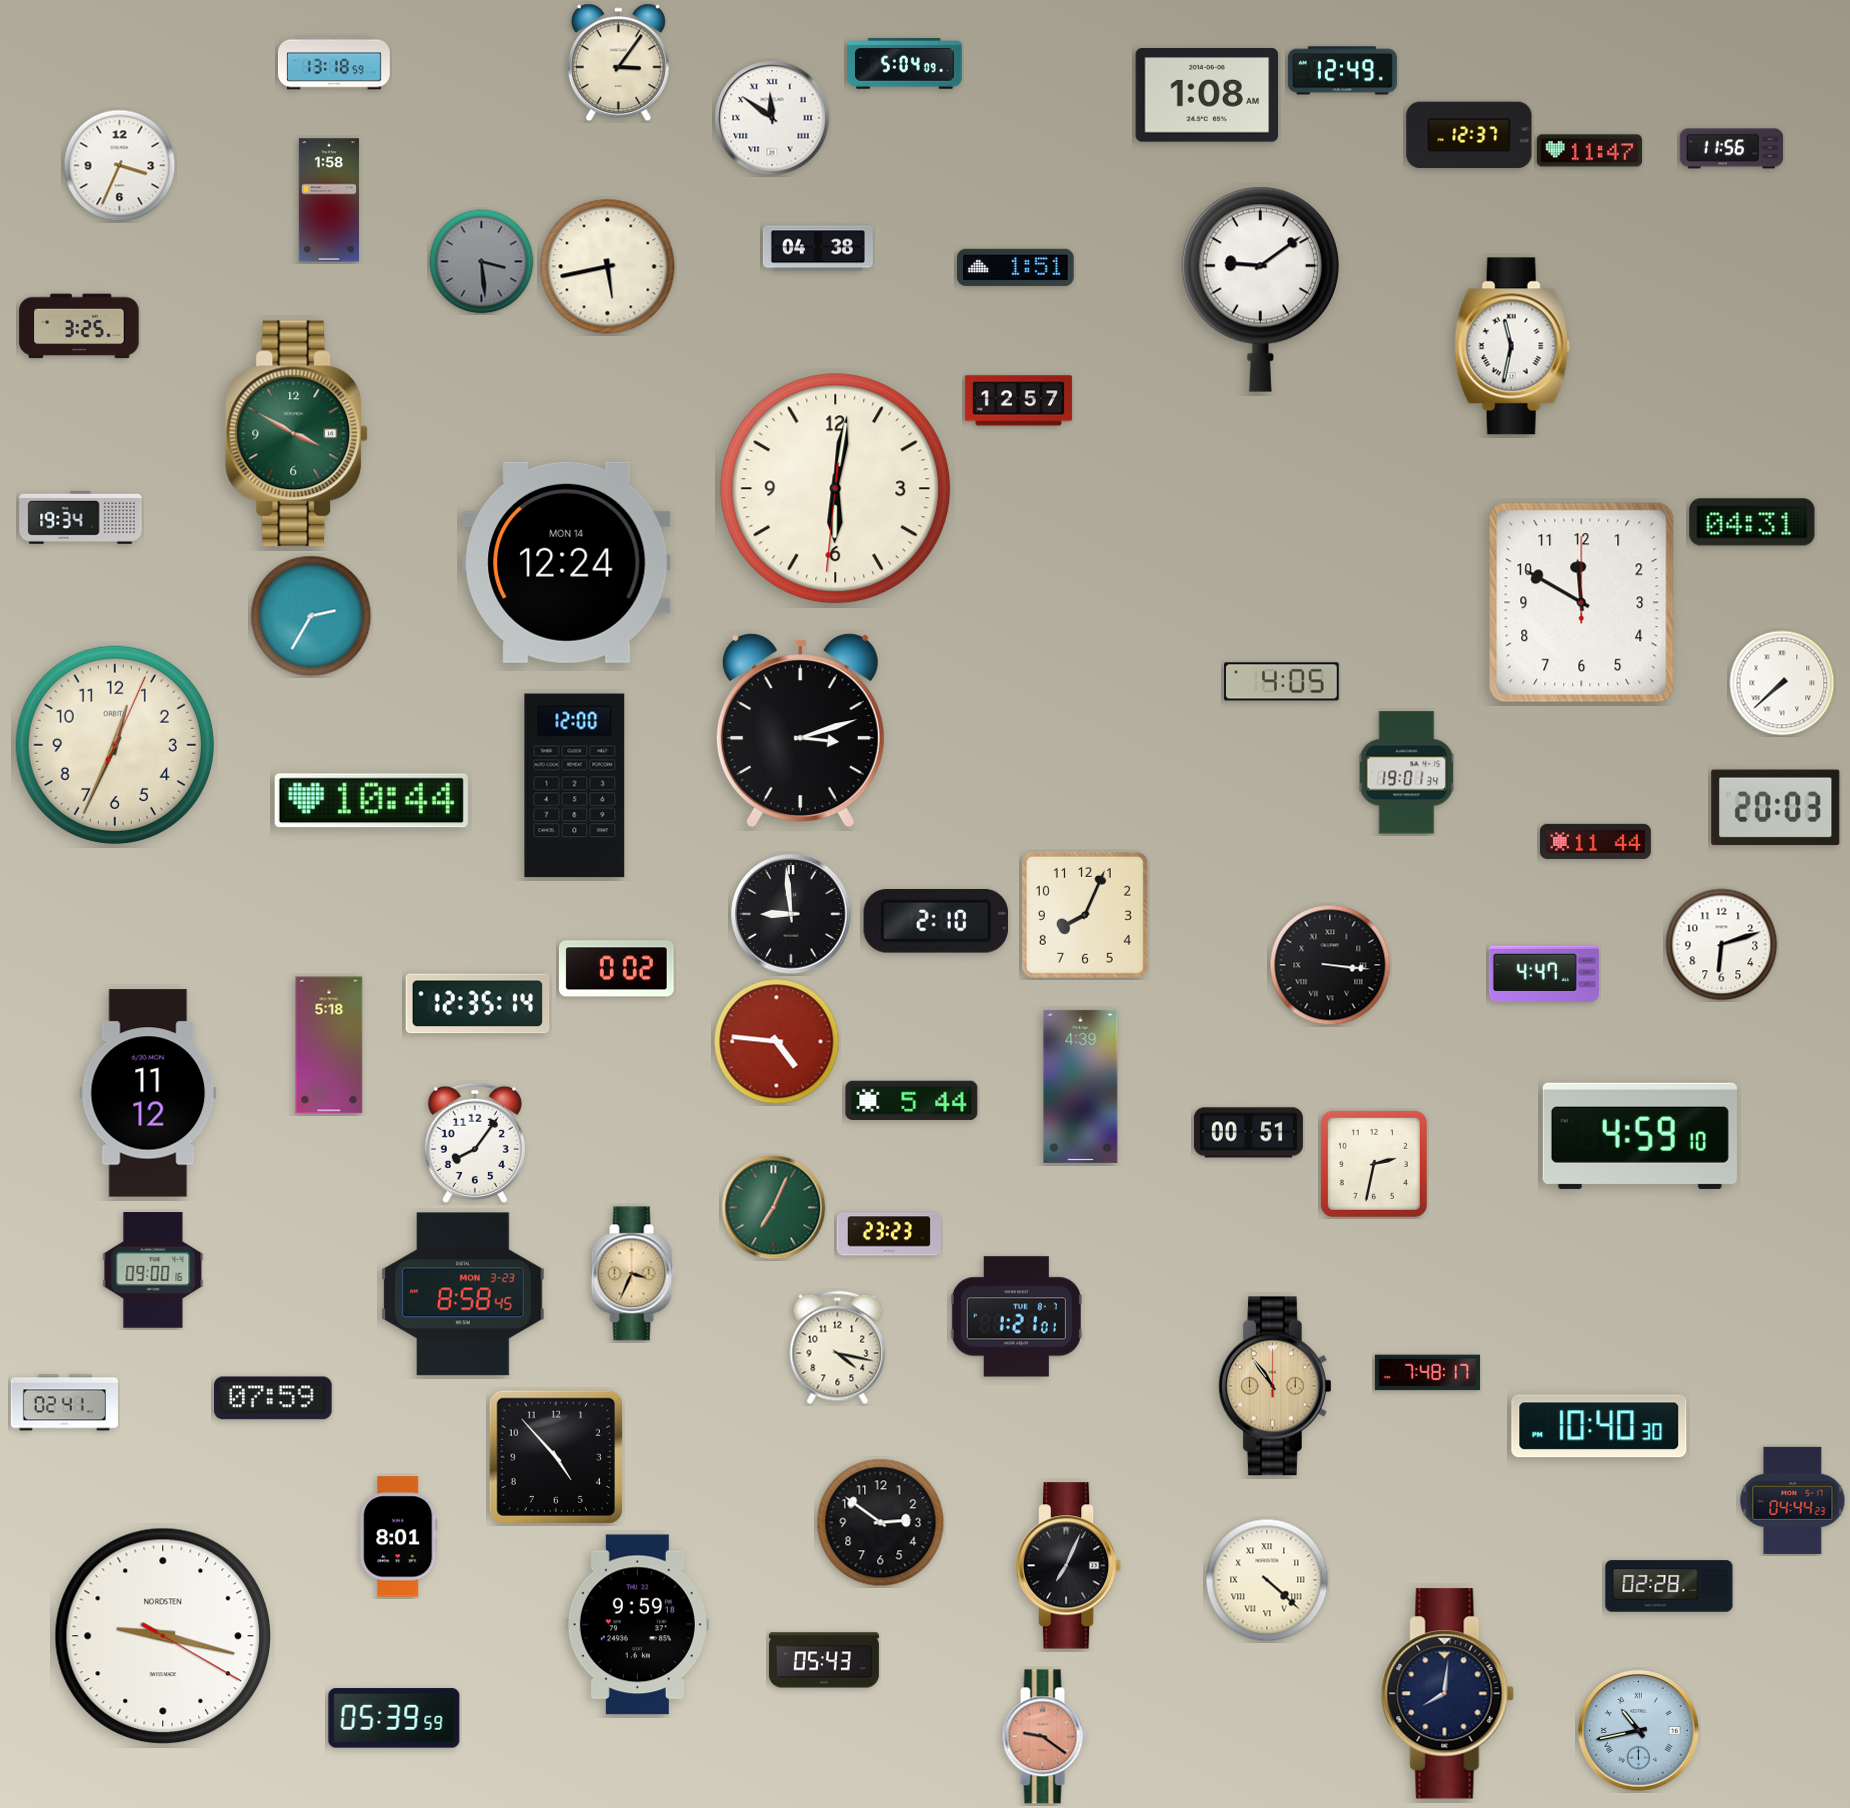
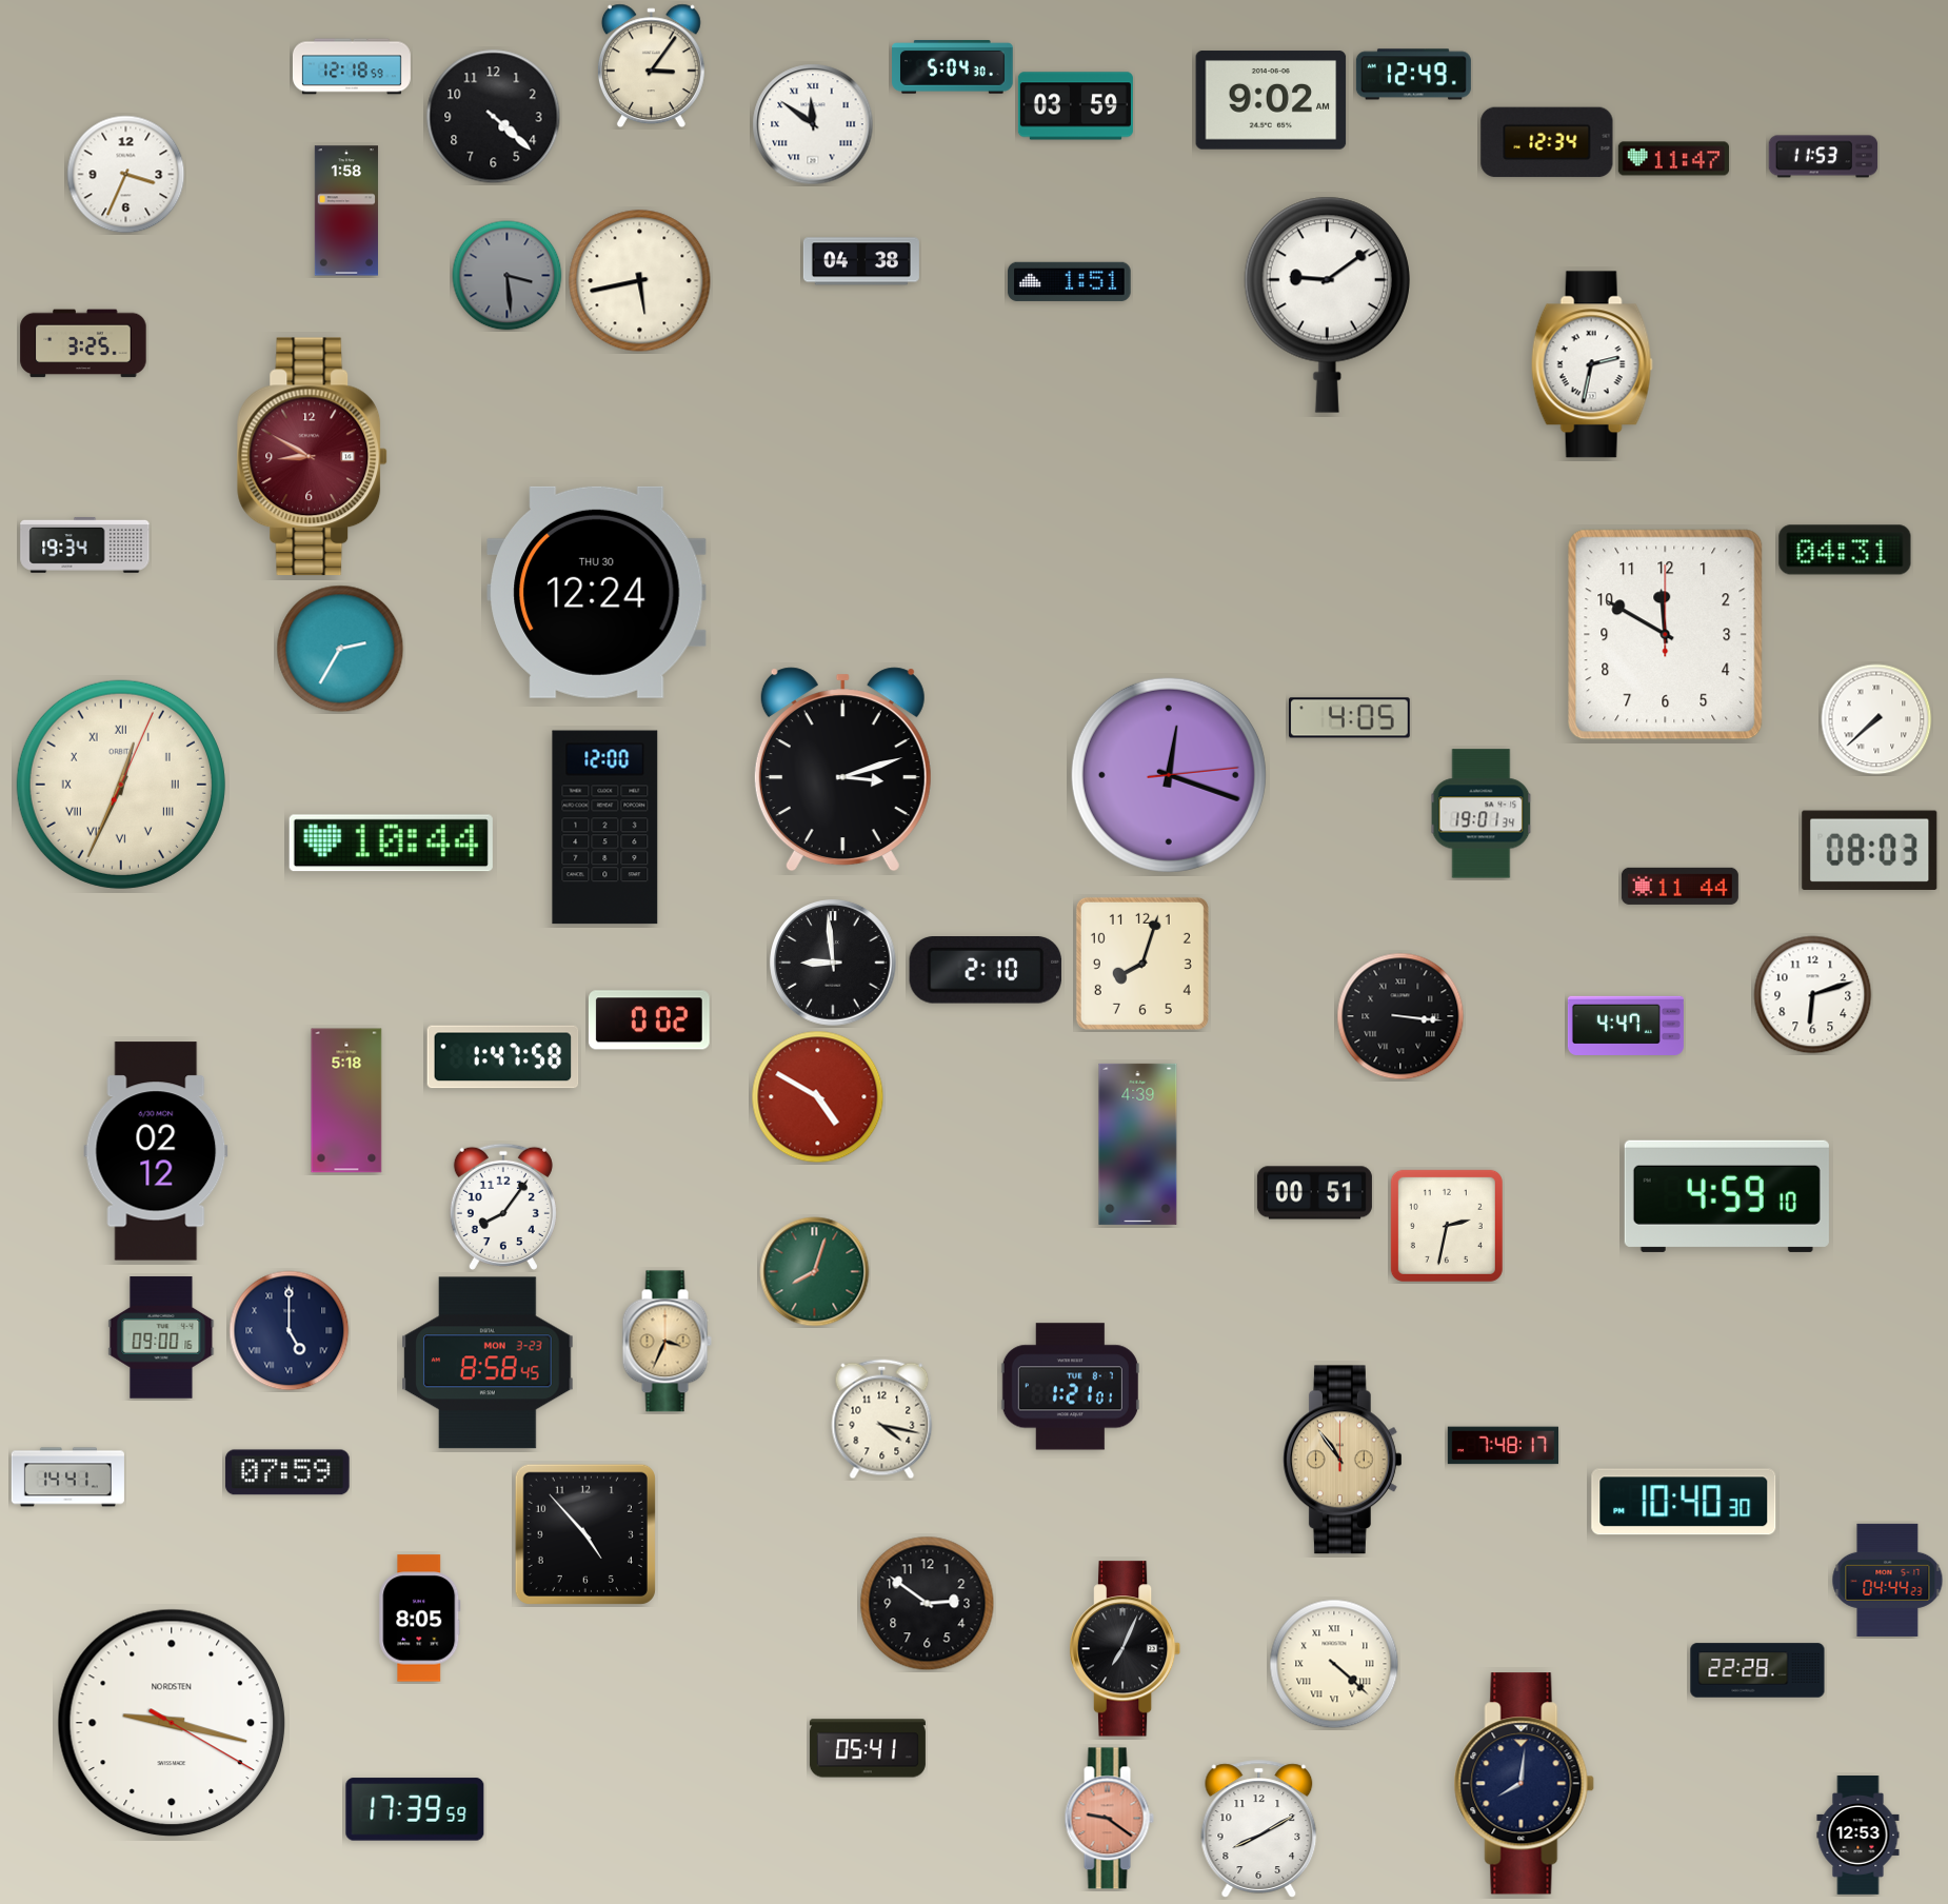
clock at (334, 63): 13:18 -> 12:18
clock at (905, 64): 5:04:09 -> 5:04:30
clock at (1207, 95): 1:08 -> 9:02
clock at (1075, 106): none -> 03:59
clock at (494, 117): none -> 4:22
clock at (1469, 135): 12:37 -> 12:34
clock at (1732, 149): 11:56 -> 11:53
clock at (1512, 346): 11:32 -> 2:32
clock at (1018, 401): 12:57 -> none
clock at (297, 434): 3:50 -> 8:50
clock at (297, 434) dial: green -> burgundy
clock at (836, 489): 6:01 -> none
clock at (567, 562) date: MON 14 -> THU 30
clock at (311, 616) position: (311, 616) -> (340, 649)
clock at (1169, 775): none -> 12:18
clock at (115, 745) numerals: Arabic -> Roman
clock at (1776, 807): 20:03 -> 08:03
clock at (1085, 915): 8:04 -> 8:03
clock at (478, 1004): 12:35 -> 1:47
clock at (777, 1042): 4:46 -> 4:50
clock at (148, 1093): 11:12 -> 02:12
clock at (912, 1100): 5:44 -> none
clock at (475, 1143) position: (475, 1143) -> (503, 1207)
clock at (774, 1208): 7:04 -> 8:03
clock at (888, 1234): 23:23 -> none
clock at (290, 1331): none -> 5:00
clock at (64, 1403): 02:41 -> 14:41
clock at (399, 1537): 8:01 -> 8:05
clock at (1669, 1586): 02:28 -> 22:28
clock at (637, 1625): 9:59 -> none
clock at (824, 1660): 05:43 -> 05:41
clock at (394, 1718): 05:39 -> 17:39
clock at (1639, 1731): 10:43 -> none
clock at (1044, 1737) position: (1044, 1737) -> (1109, 1819)
clock at (1259, 1829): none -> 8:10
clock at (1858, 1836): none -> 12:53
